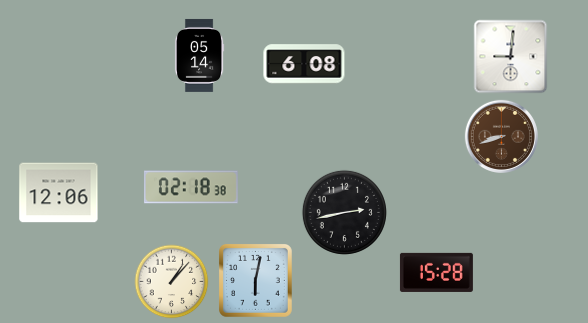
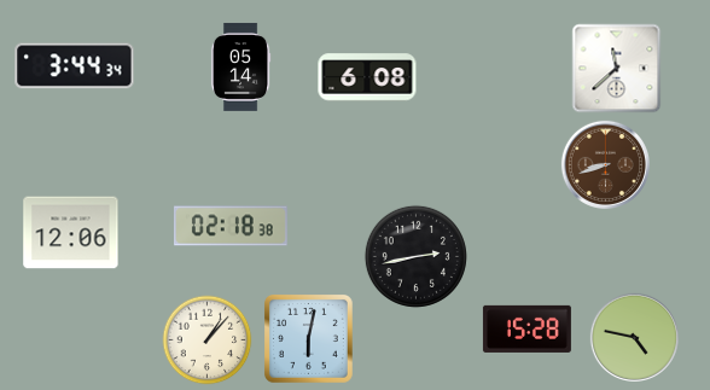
clock at (75, 66): none -> 3:44
clock at (511, 57): 9:01 -> 11:38
clock at (634, 337): none -> 4:47
